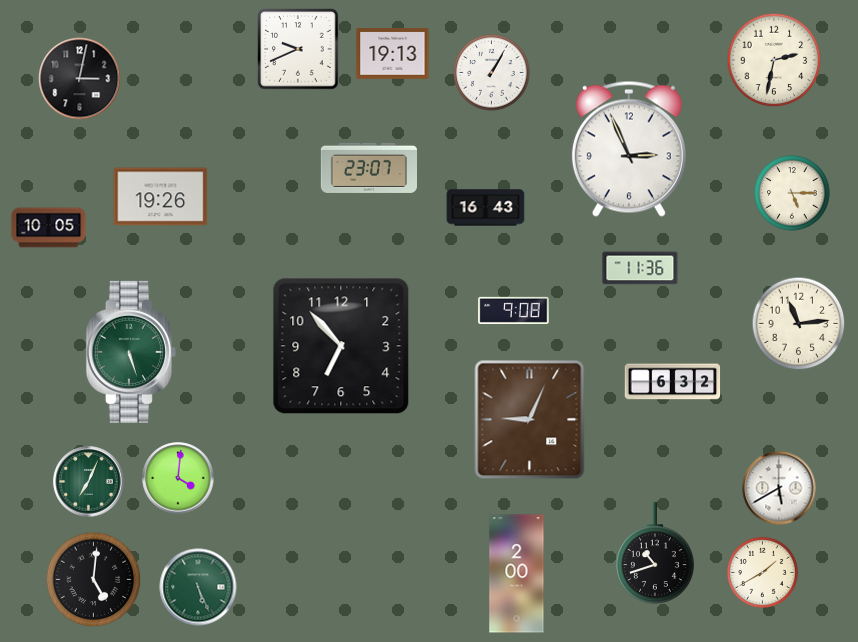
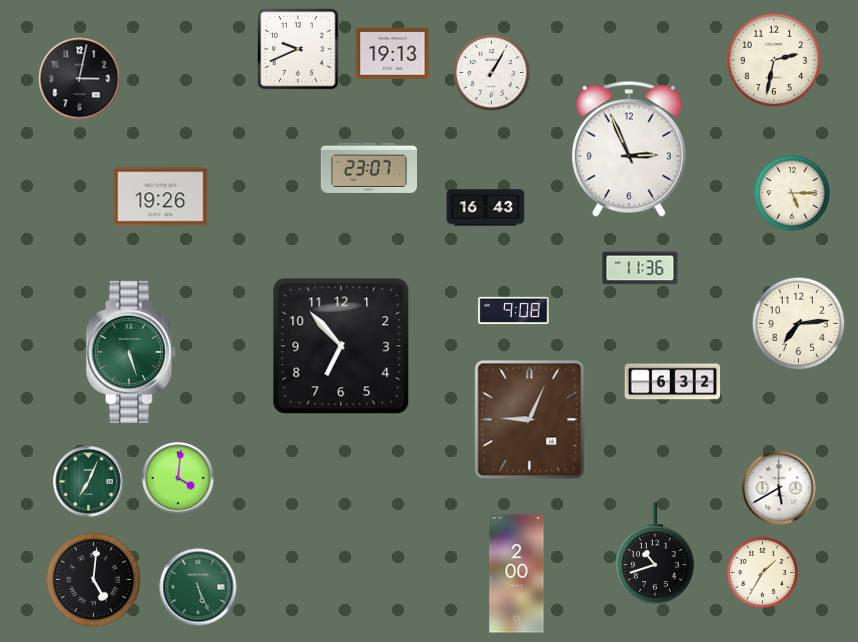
clock at (49, 228): 10:05 -> none
clock at (799, 324): 11:14 -> 7:14
clock at (762, 572): 1:40 -> 1:35
